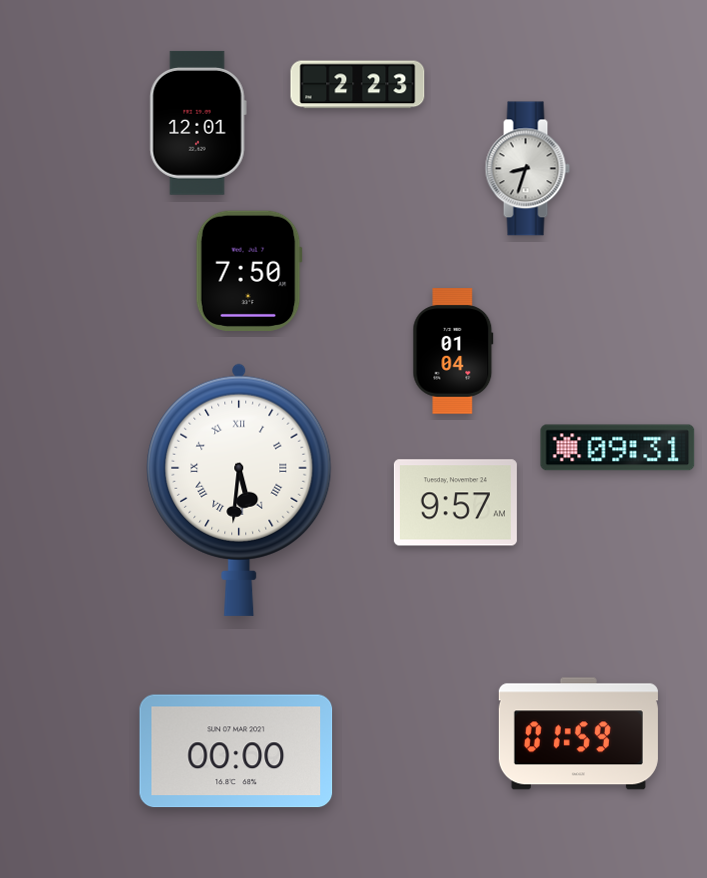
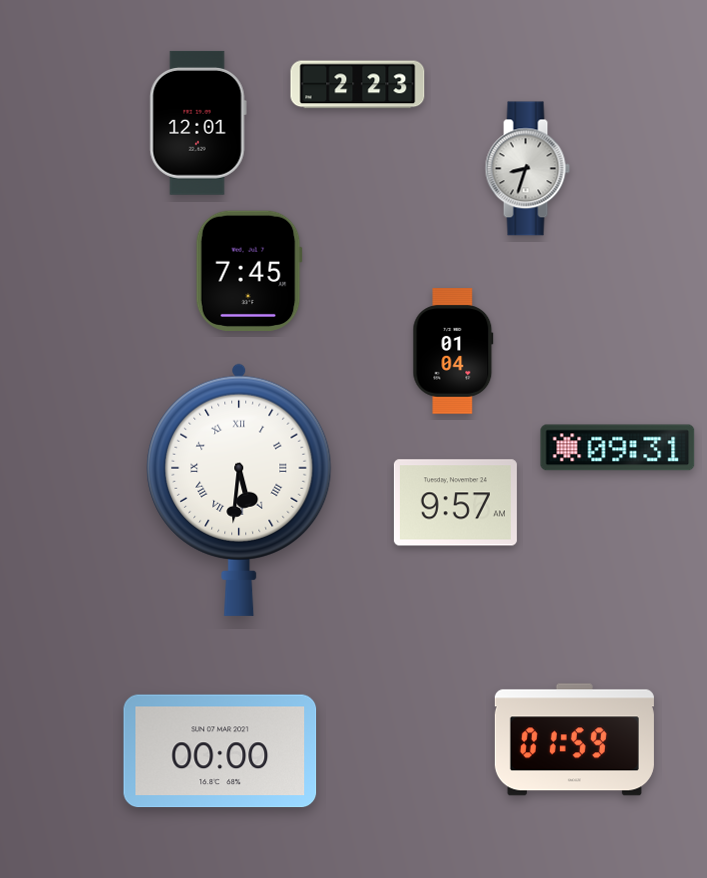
clock at (249, 271): 7:50 -> 7:45
clock at (578, 734) position: (578, 734) -> (574, 740)
clock at (236, 751) position: (236, 751) -> (220, 751)
